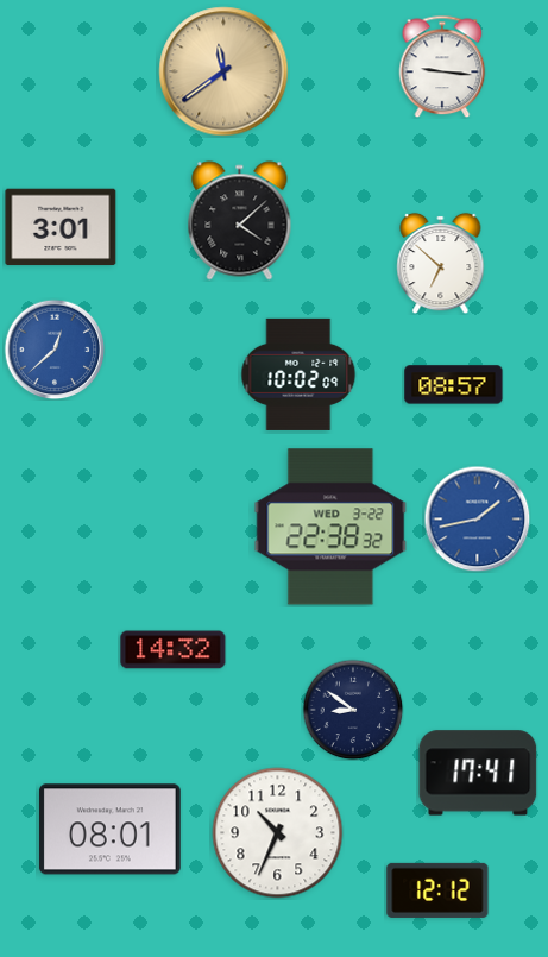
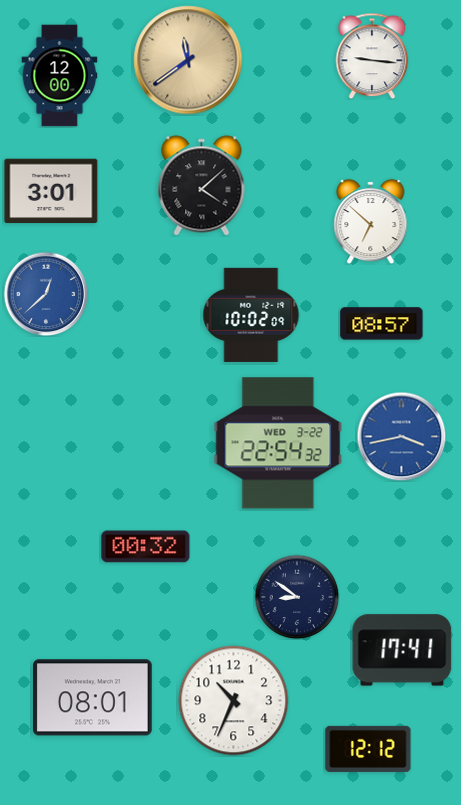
clock at (60, 76): none -> 12:00
clock at (477, 518): 1:43 -> 3:43
clock at (330, 527): 22:38 -> 22:54
clock at (174, 650): 14:32 -> 00:32
